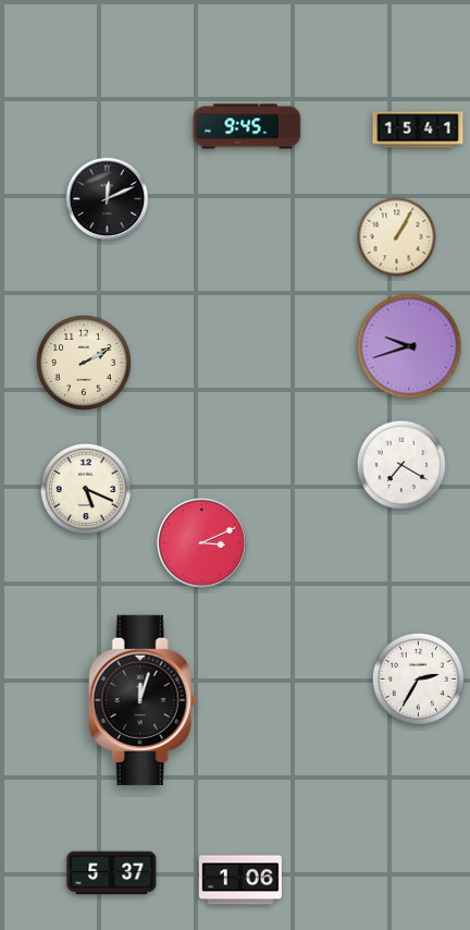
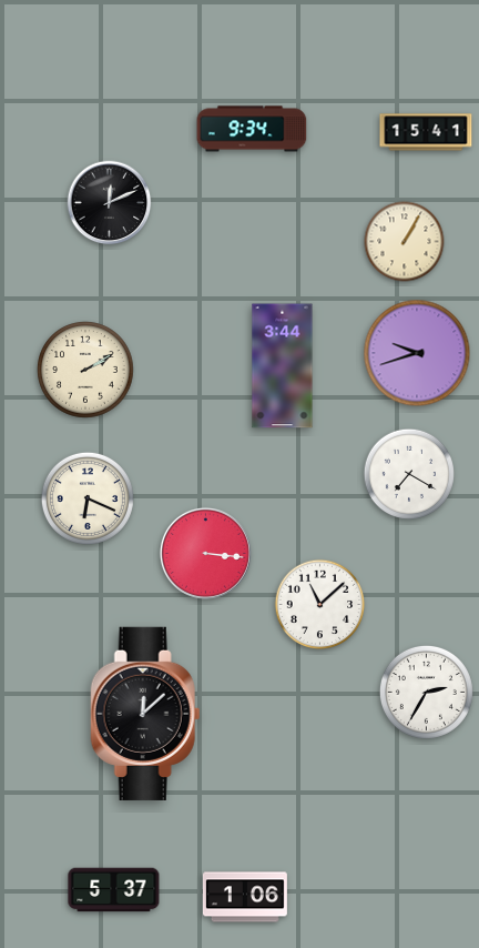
clock at (247, 126): 9:45 -> 9:34
clock at (283, 366): none -> 3:44
clock at (86, 489): 5:19 -> 6:19
clock at (201, 542): 3:11 -> 3:16
clock at (320, 605): none -> 11:08
clock at (143, 700): 12:03 -> 12:08
